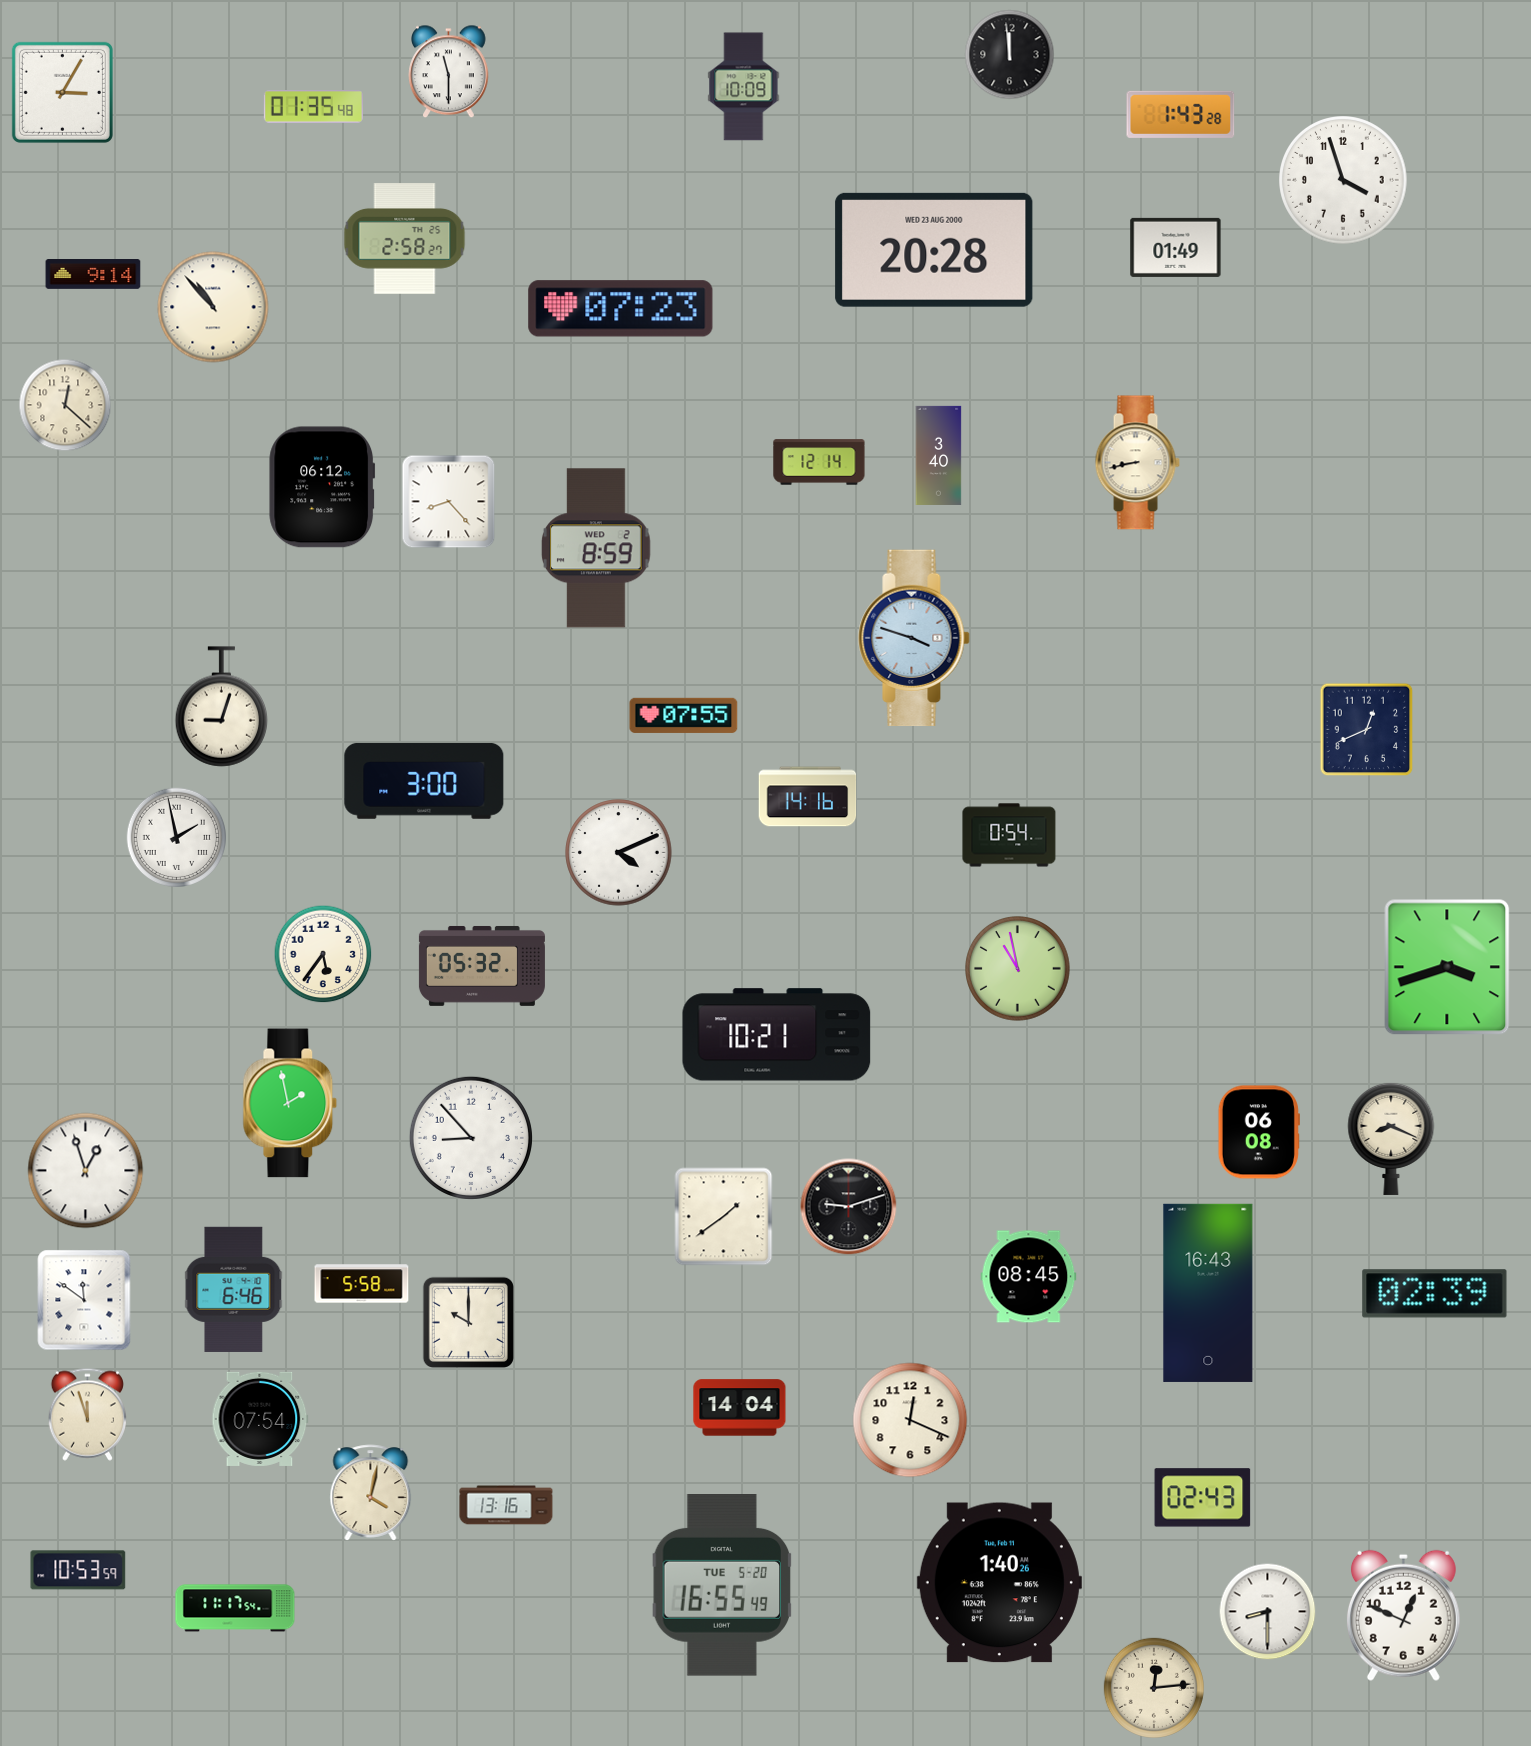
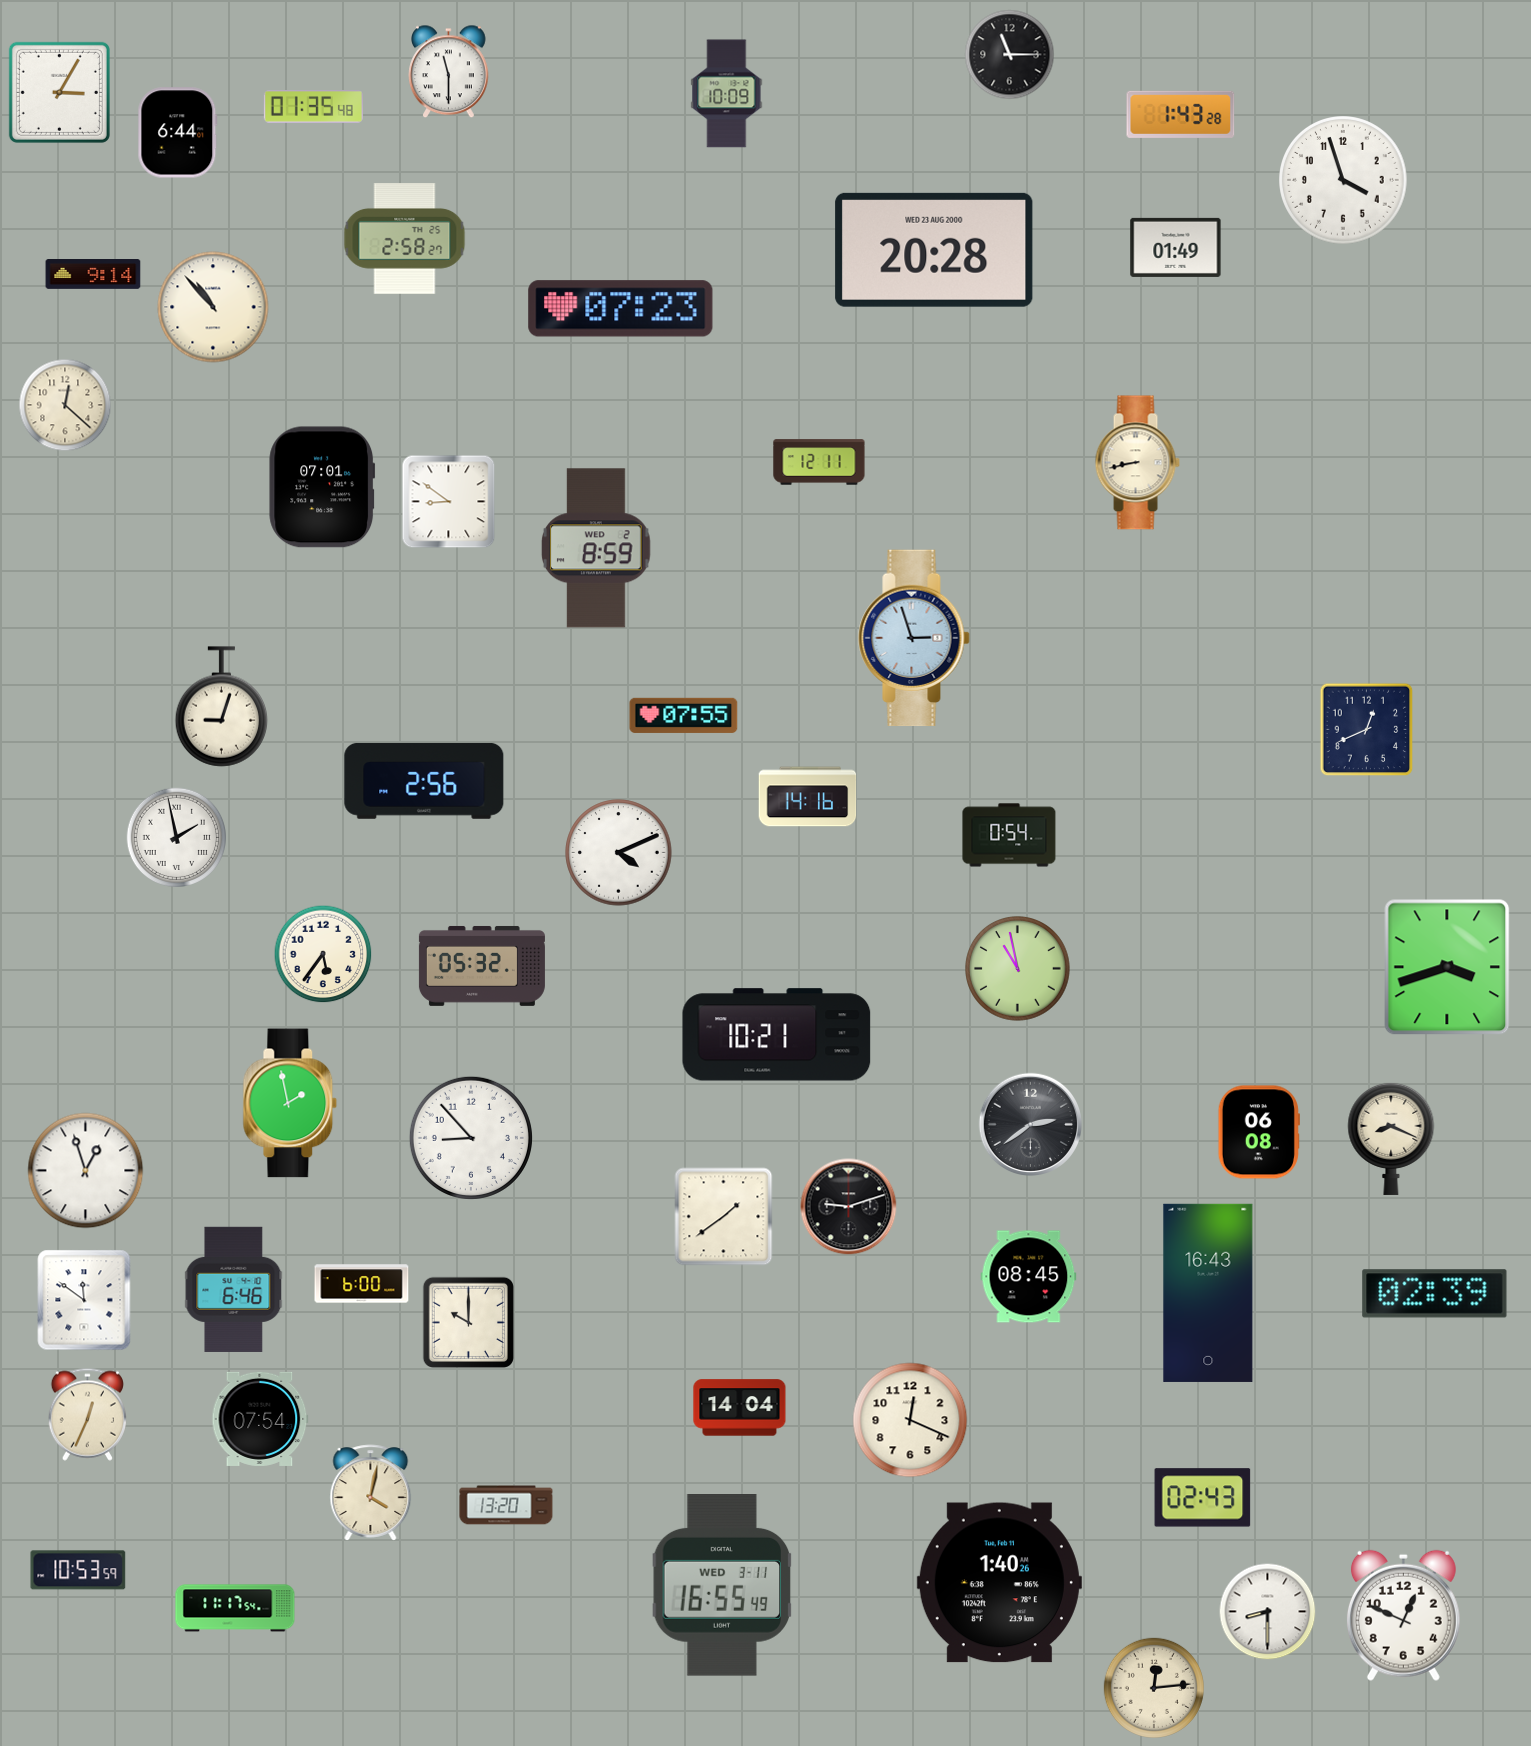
clock at (1010, 55): 11:59 -> 11:15
clock at (744, 87) position: (744, 87) -> (727, 94)
clock at (62, 92) position: (62, 92) -> (59, 92)
clock at (178, 133): none -> 6:44
clock at (939, 455): 3:40 -> none
clock at (819, 462): 12:14 -> 12:11
clock at (322, 487): 06:12 -> 07:01
clock at (449, 502): 8:23 -> 8:51
clock at (914, 638): 3:48 -> 2:57
clock at (424, 781): 3:00 -> 2:56
clock at (1030, 1124): none -> 2:39
clock at (362, 1284): 5:58 -> 6:00
clock at (87, 1414): 11:57 -> 12:34
clock at (506, 1505): 13:16 -> 13:20
clock at (722, 1586) date: TUE 5-20 -> WED 3-11
